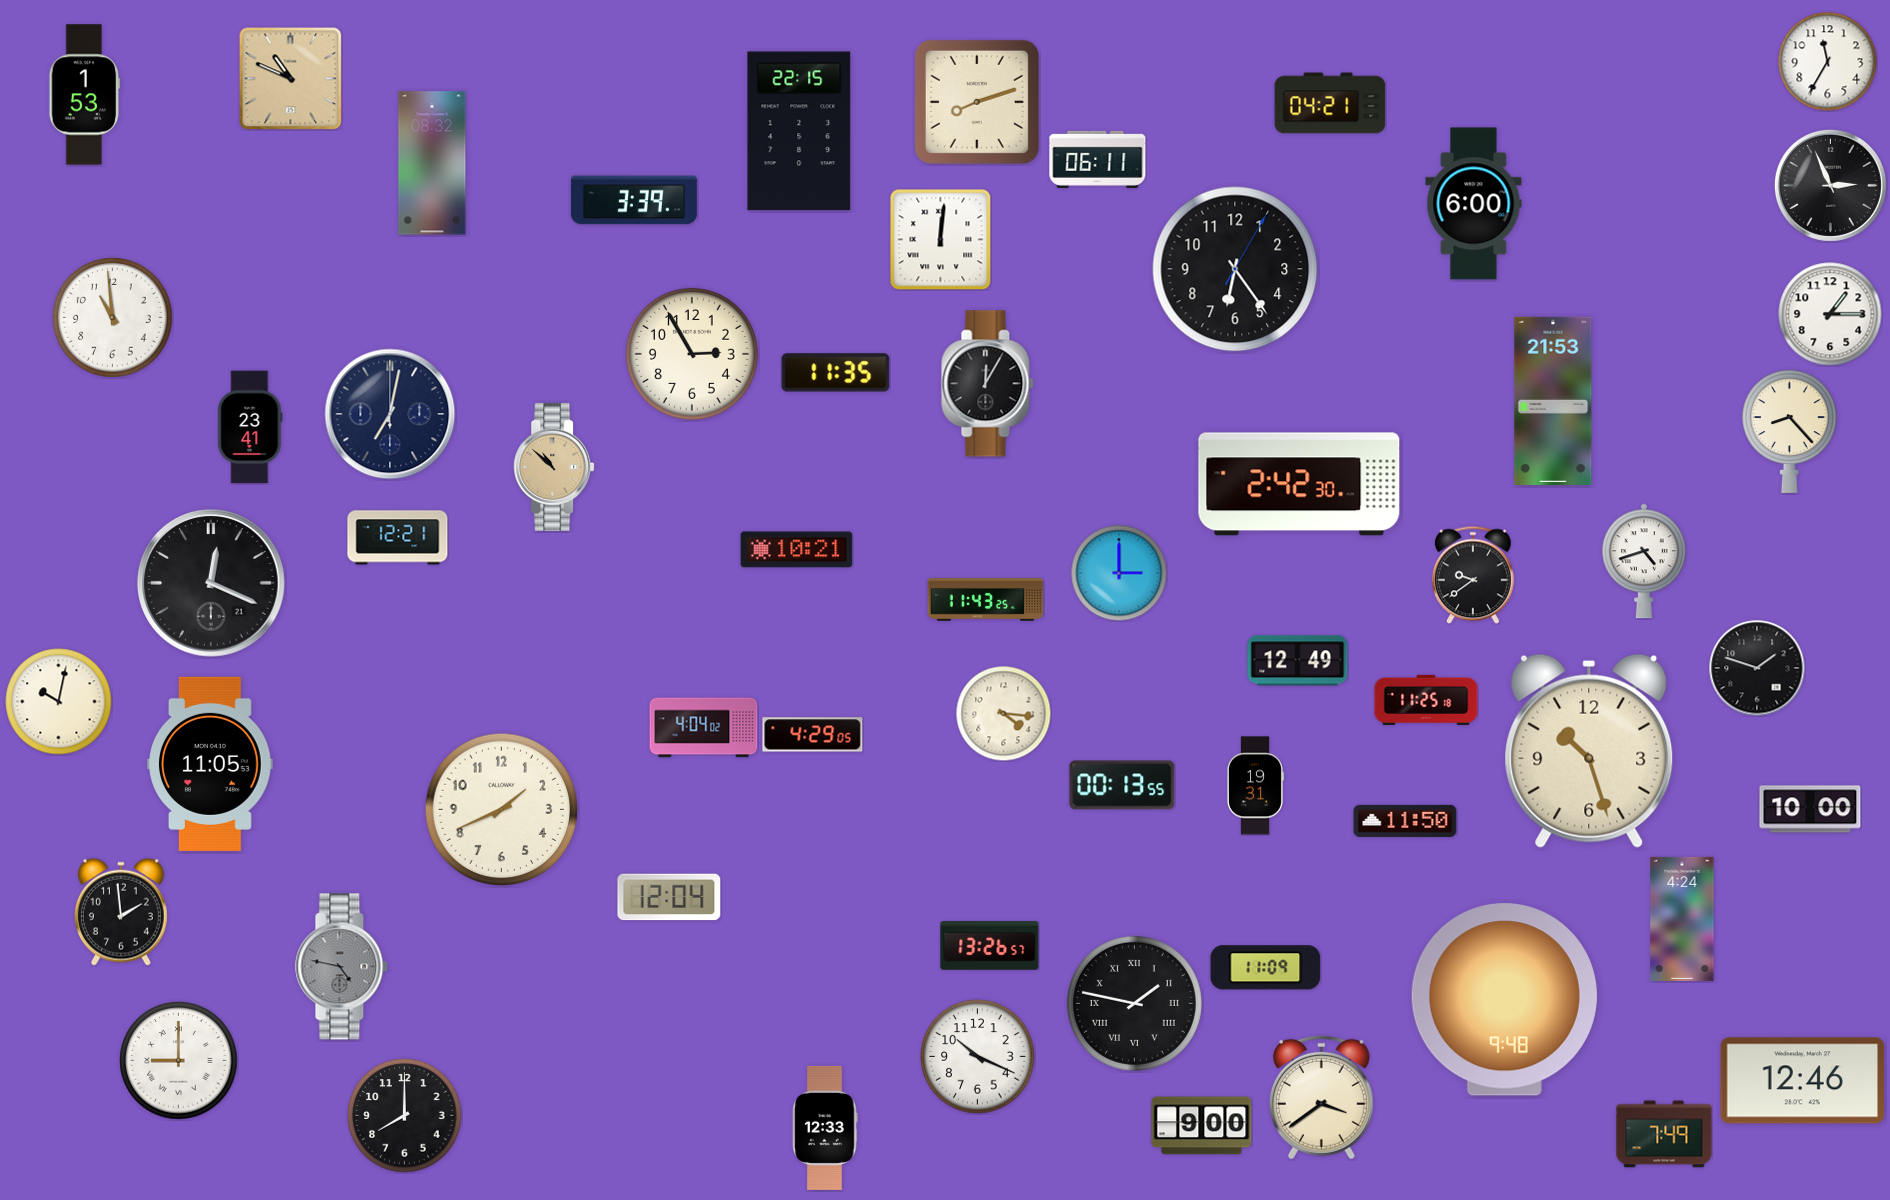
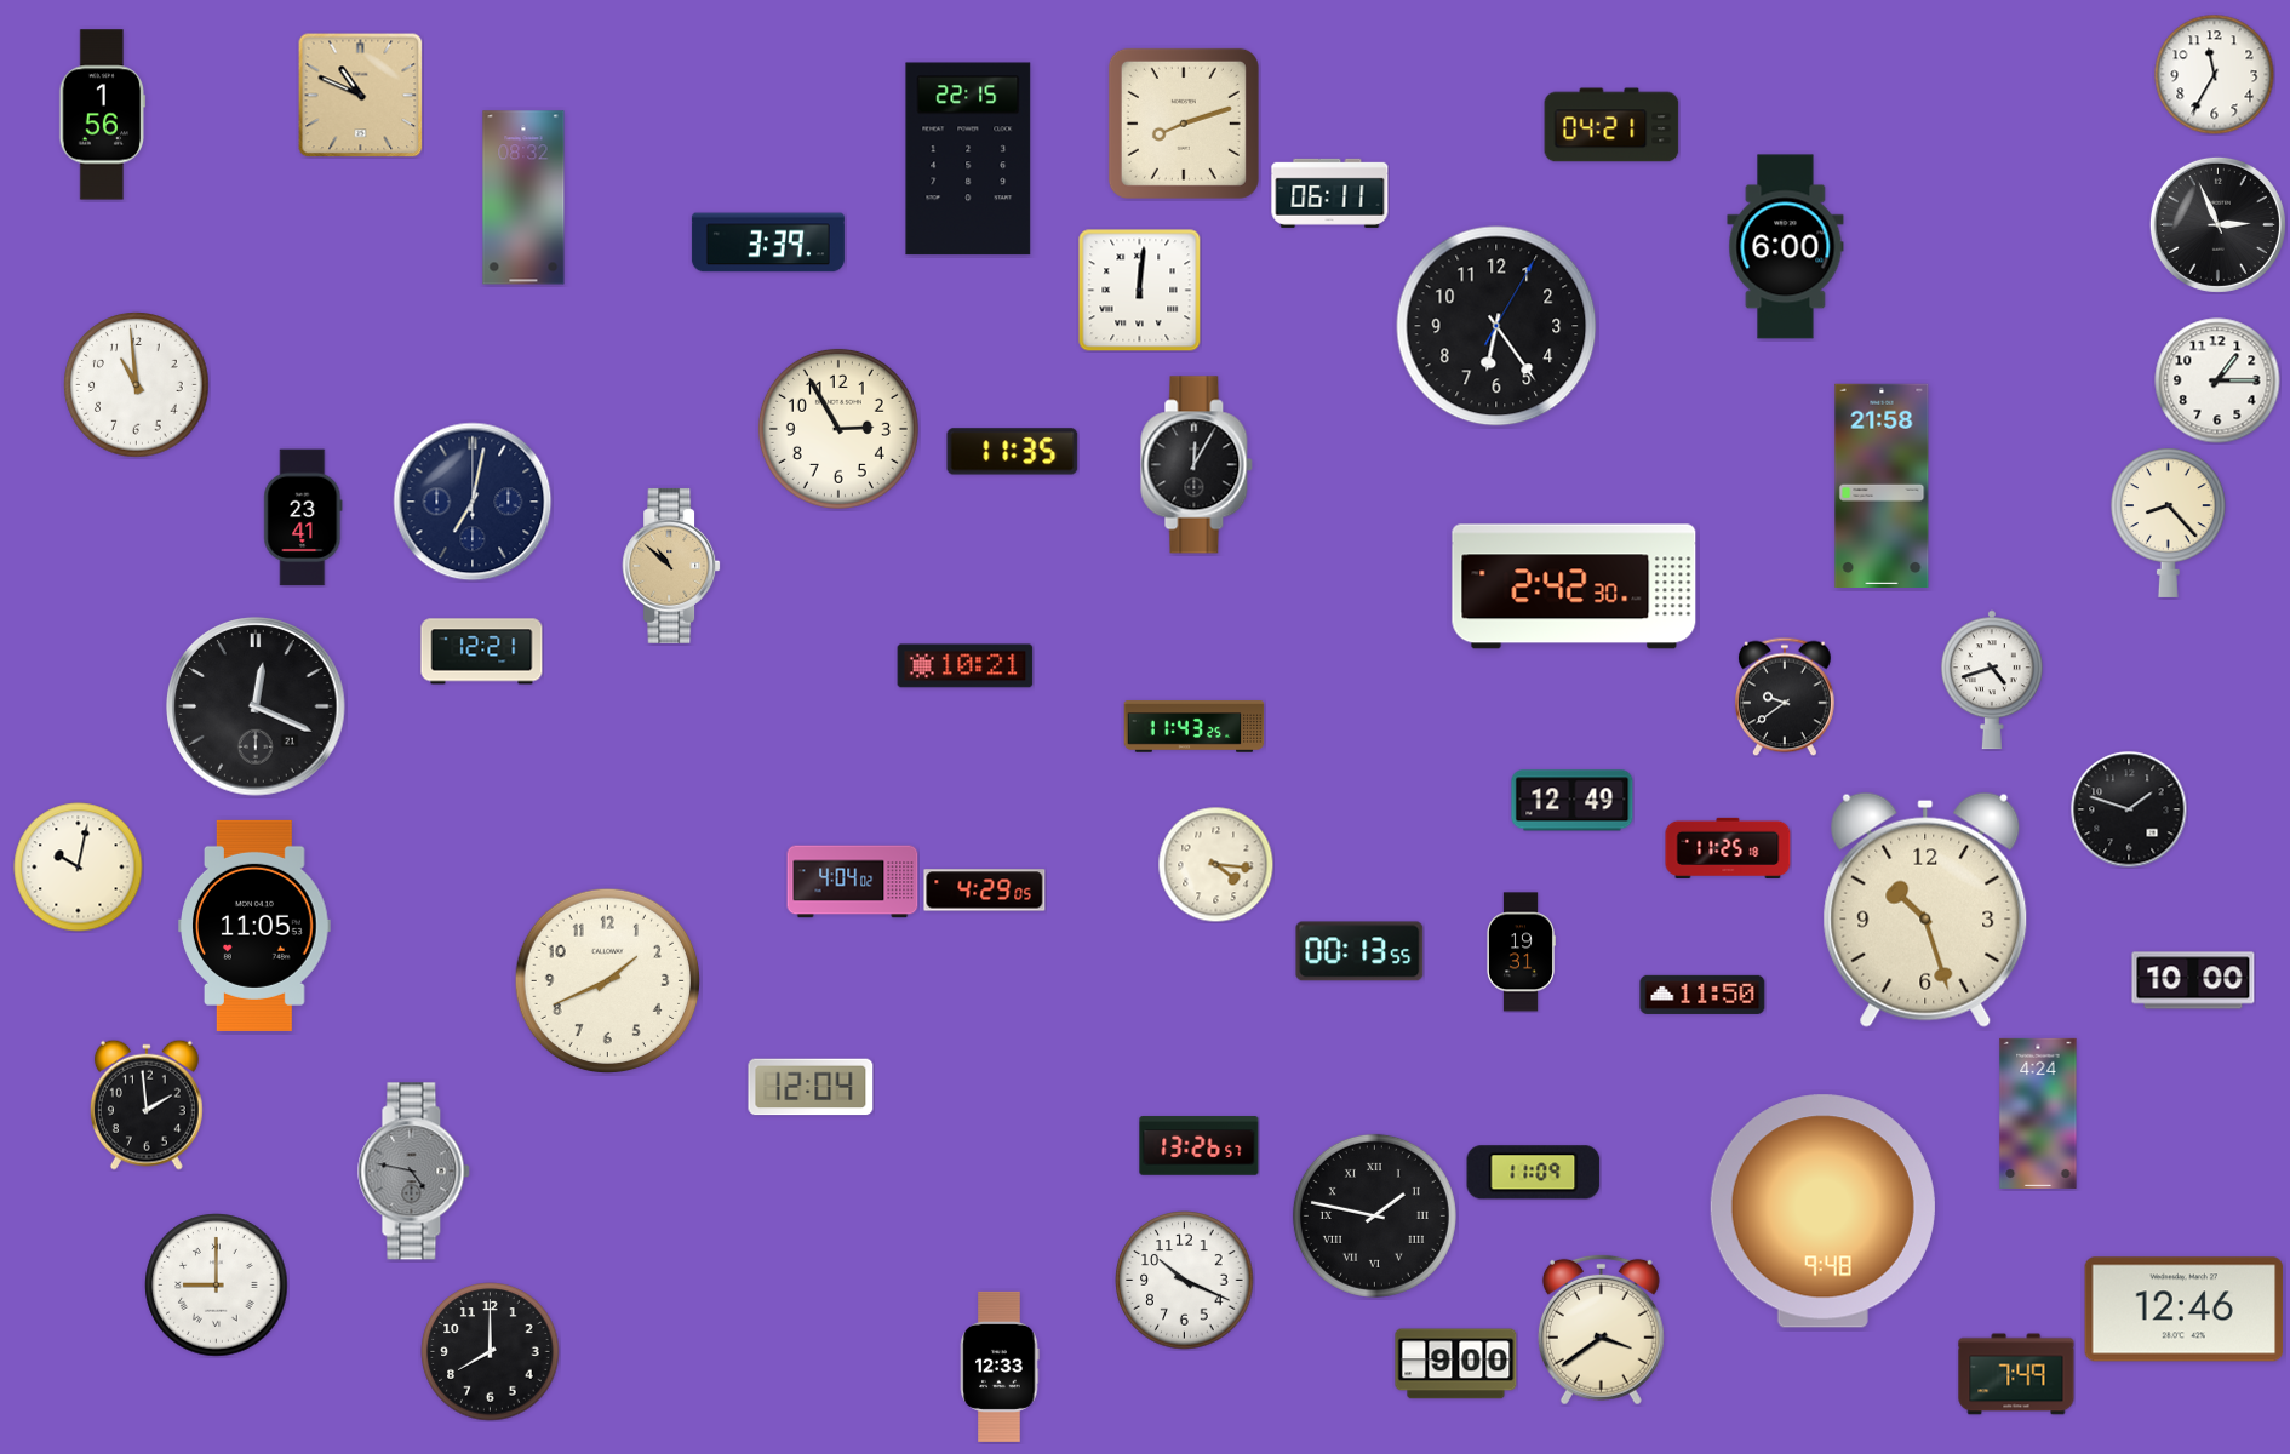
clock at (290, 78) position: (290, 78) -> (360, 95)
clock at (85, 95): 1:53 -> 1:56
clock at (1553, 400): 21:53 -> 21:58
clock at (1119, 573): 3:00 -> none
clock at (59, 702) position: (59, 702) -> (79, 868)
